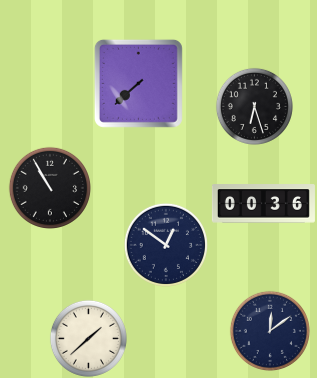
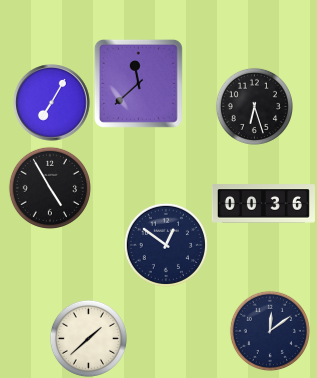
clock at (138, 83): 7:38 -> 11:38
clock at (52, 103): none -> 7:05
clock at (50, 188): 10:55 -> 4:55
